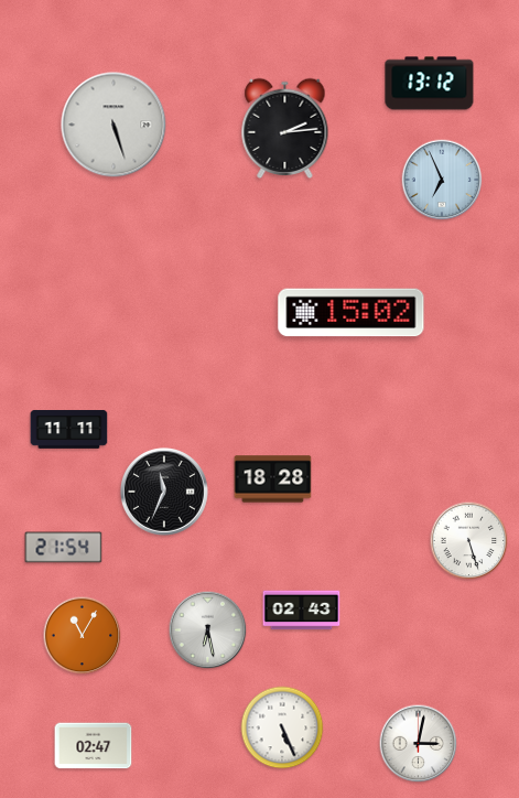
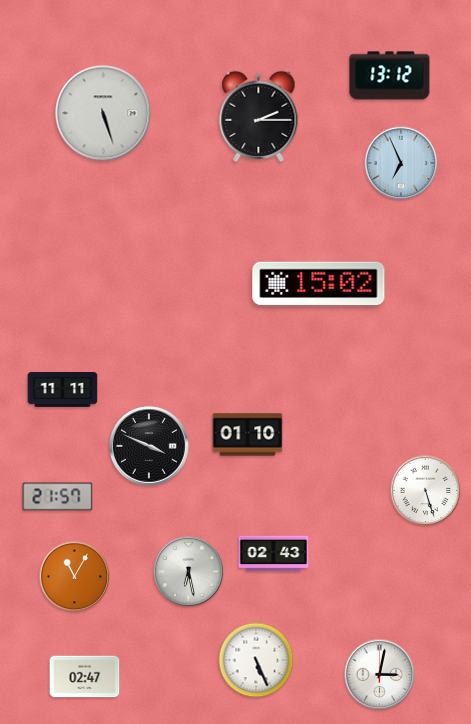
clock at (285, 128): 2:14 -> 2:15
clock at (273, 479): 18:28 -> 01:10
clock at (165, 493): 11:34 -> 3:49
clock at (64, 548): 21:54 -> 21:57
